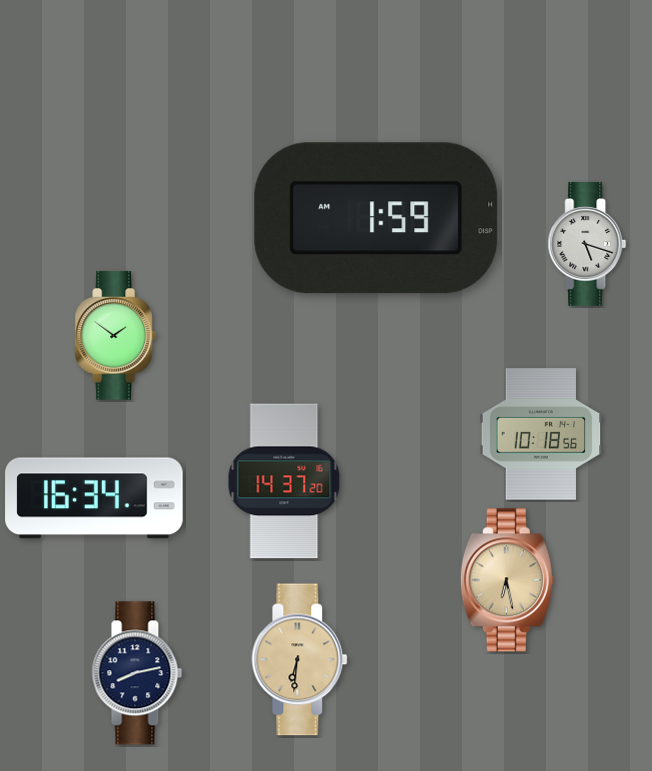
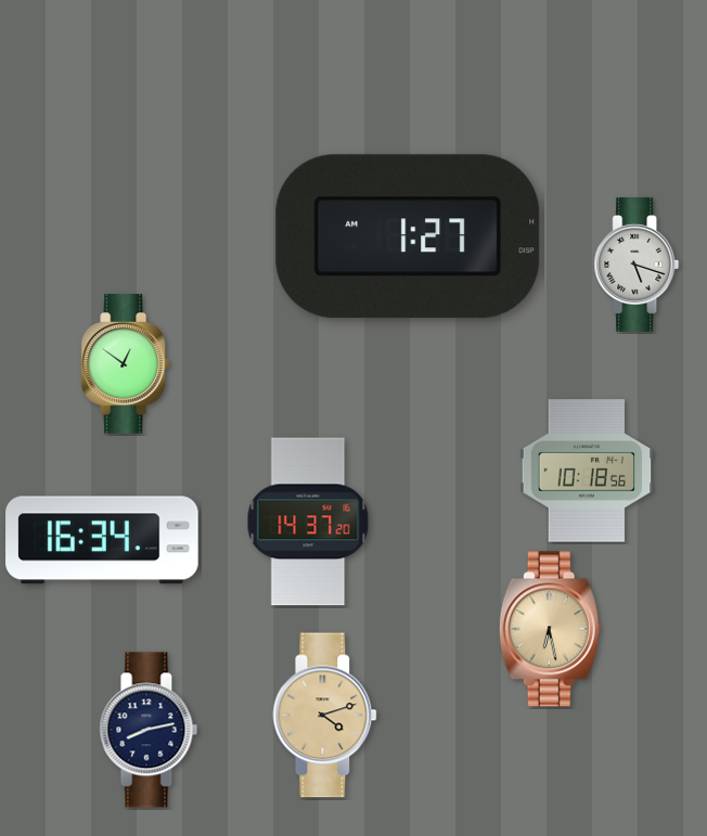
clock at (376, 218): 1:59 -> 1:27
clock at (115, 336): 1:51 -> 12:51
clock at (300, 660): 6:31 -> 4:12
